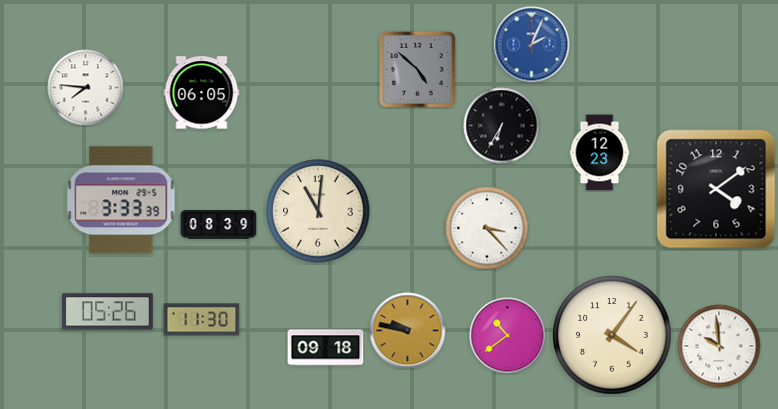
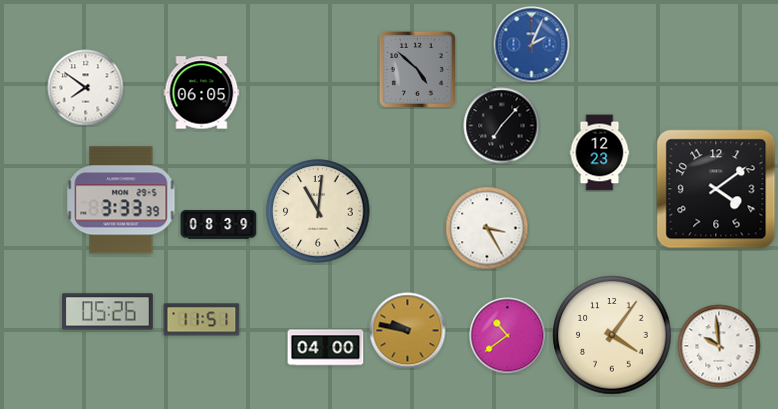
clock at (86, 88): 7:46 -> 7:51
clock at (502, 126): 6:35 -> 7:07
clock at (487, 228): 3:23 -> 3:25
clock at (202, 320): 11:30 -> 11:51
clock at (326, 348): 09:18 -> 04:00
